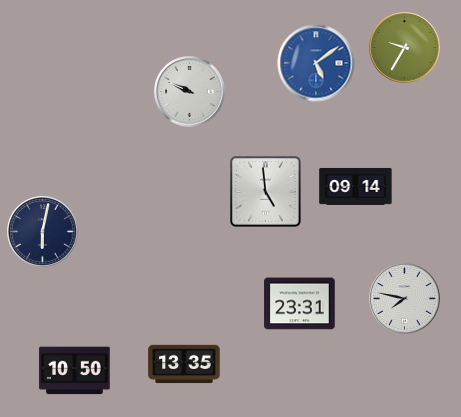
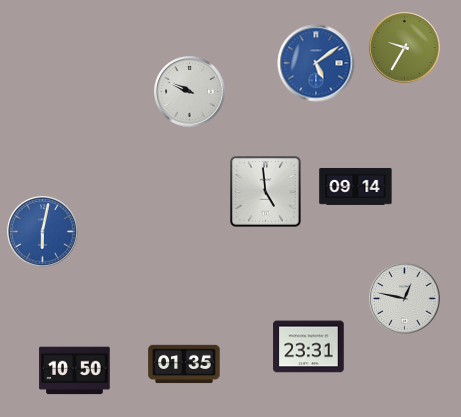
clock at (43, 232) dial: navy -> blue
clock at (405, 299): 7:47 -> 12:47
clock at (300, 304) position: (300, 304) -> (309, 347)
clock at (184, 364): 13:35 -> 01:35
